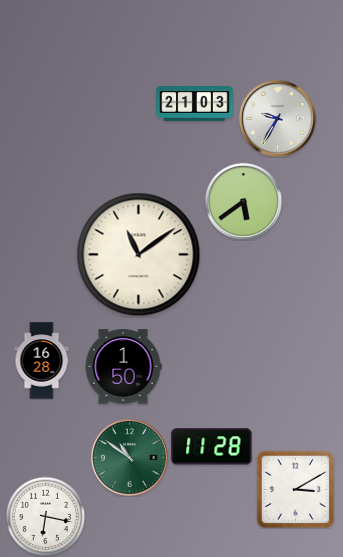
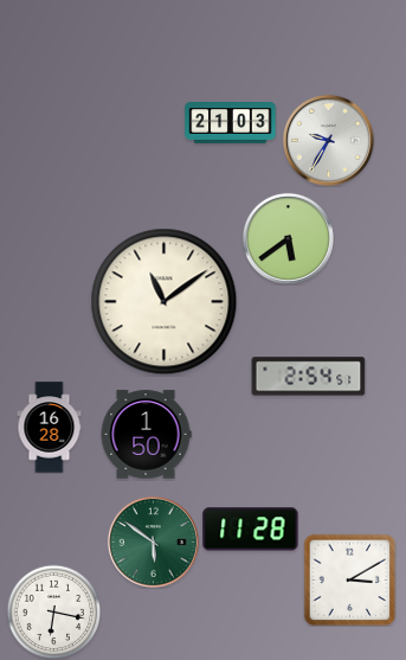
clock at (309, 377): none -> 2:54
clock at (129, 457): 10:51 -> 5:51
